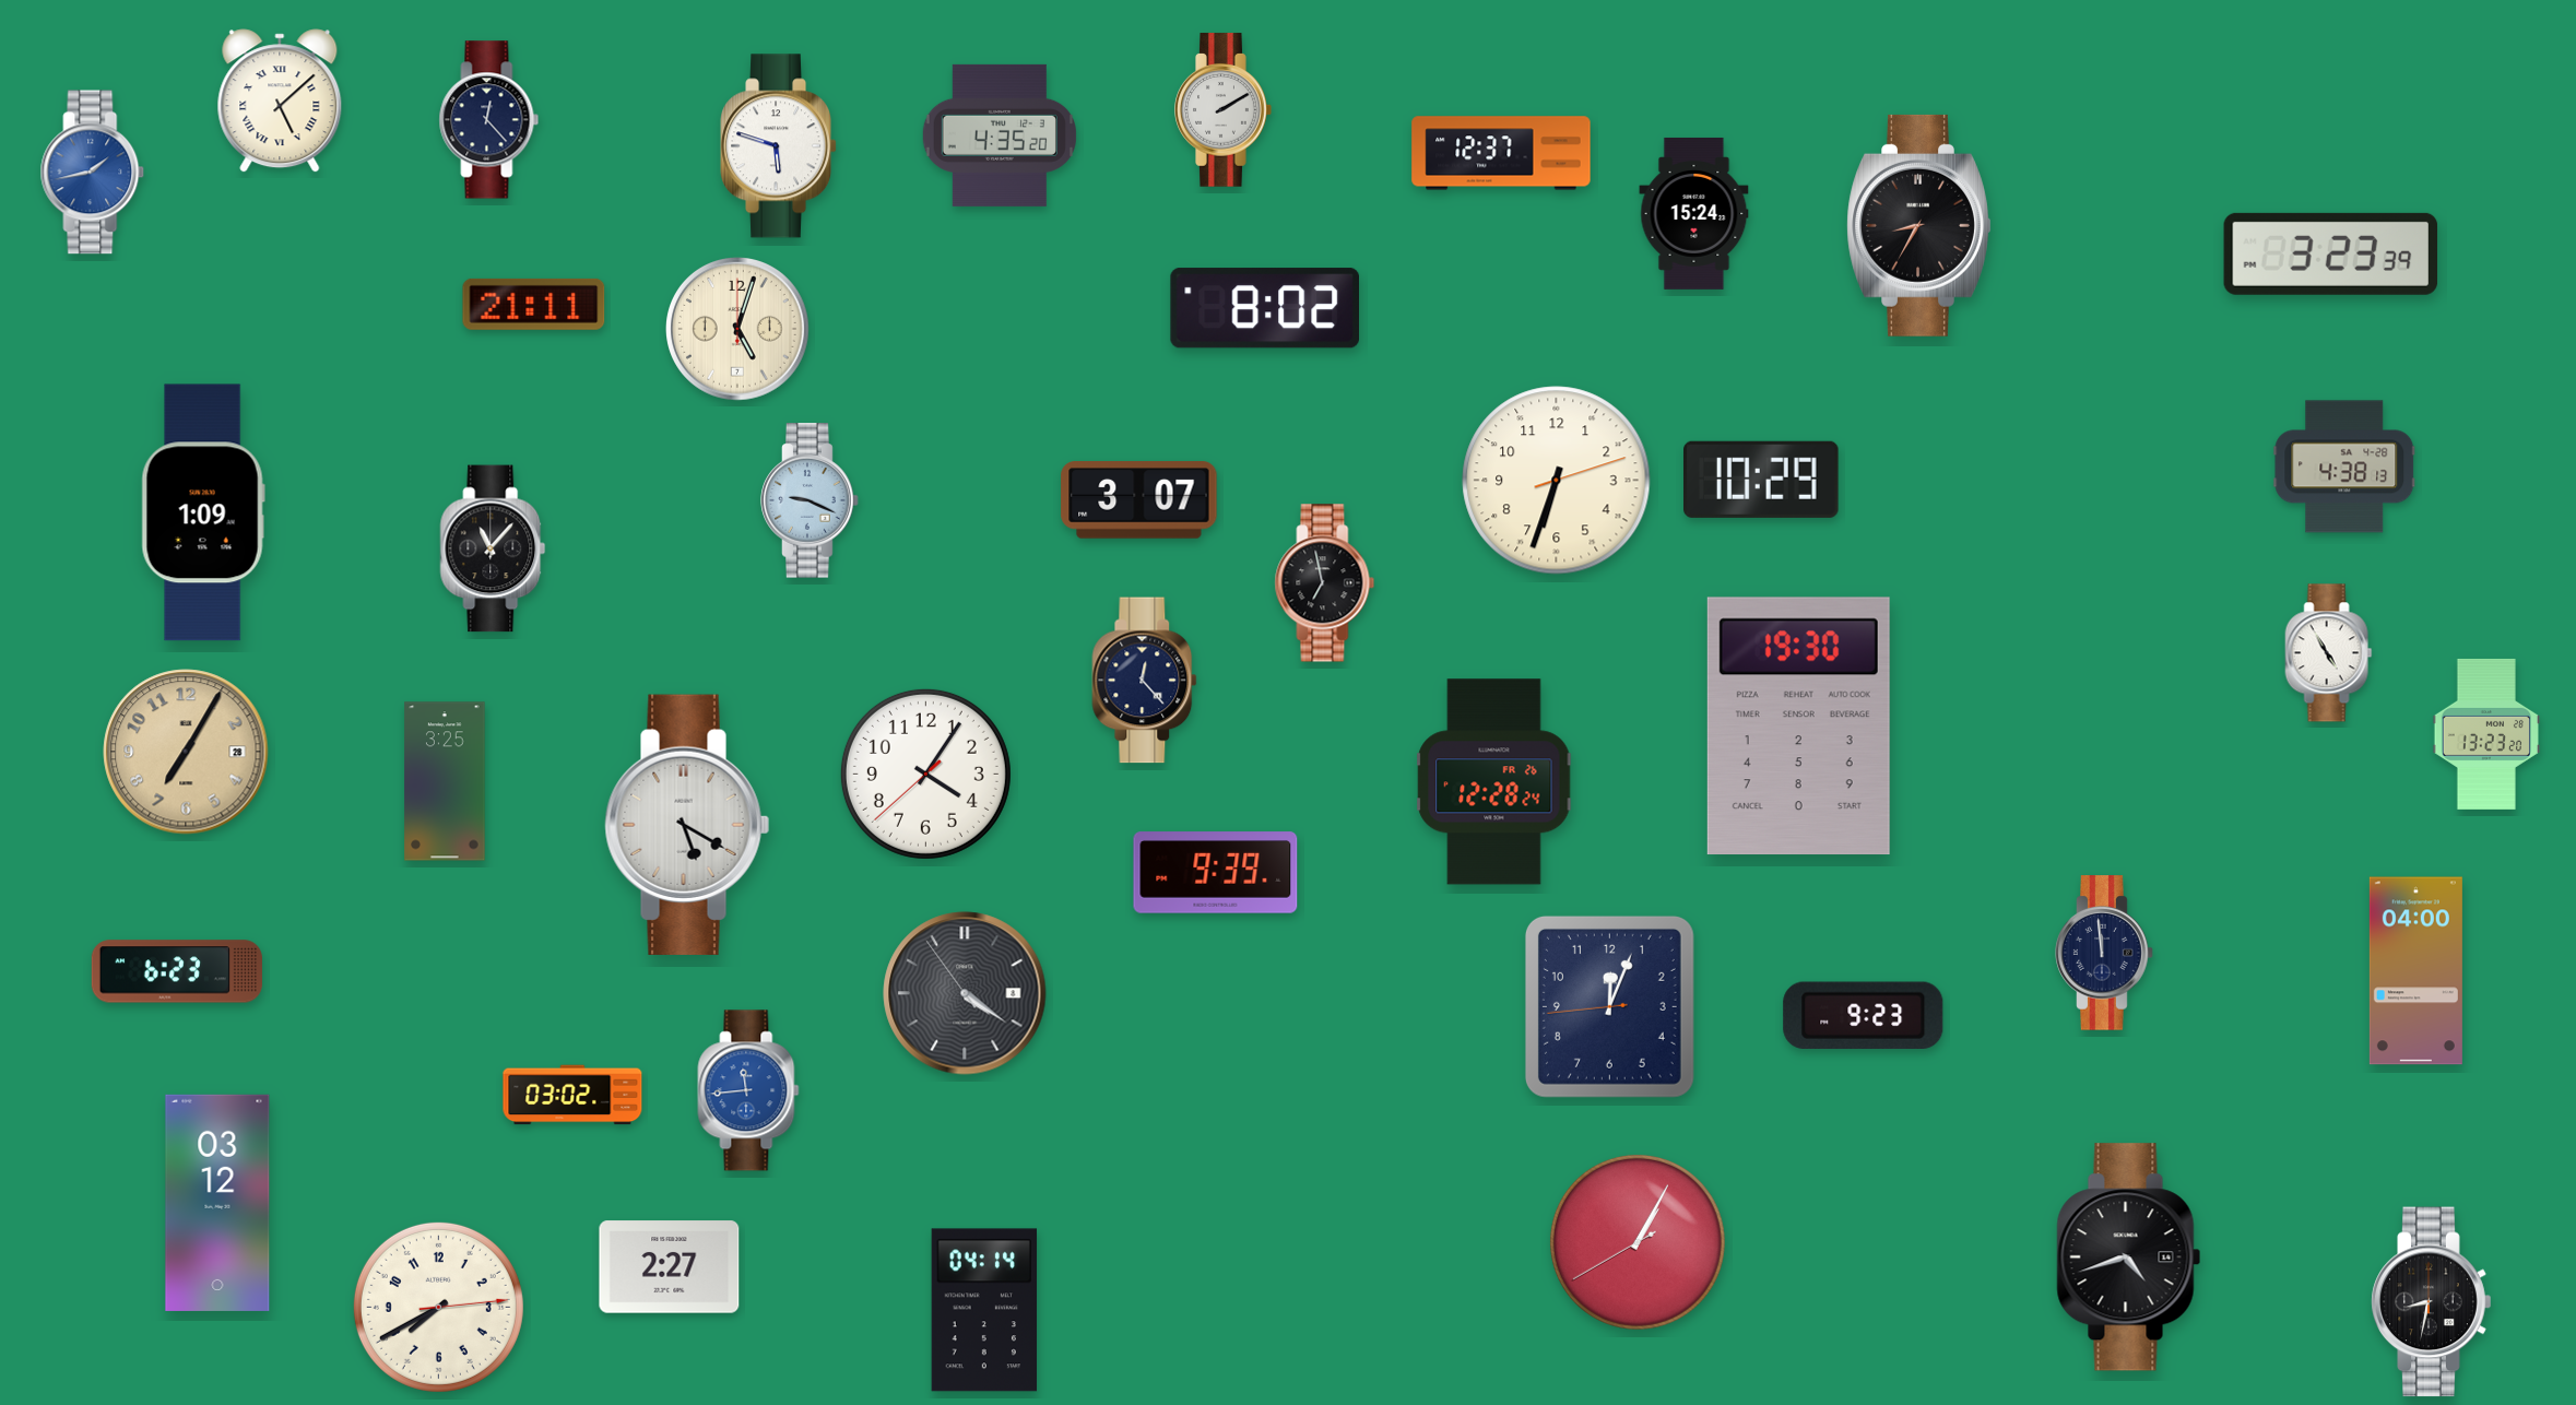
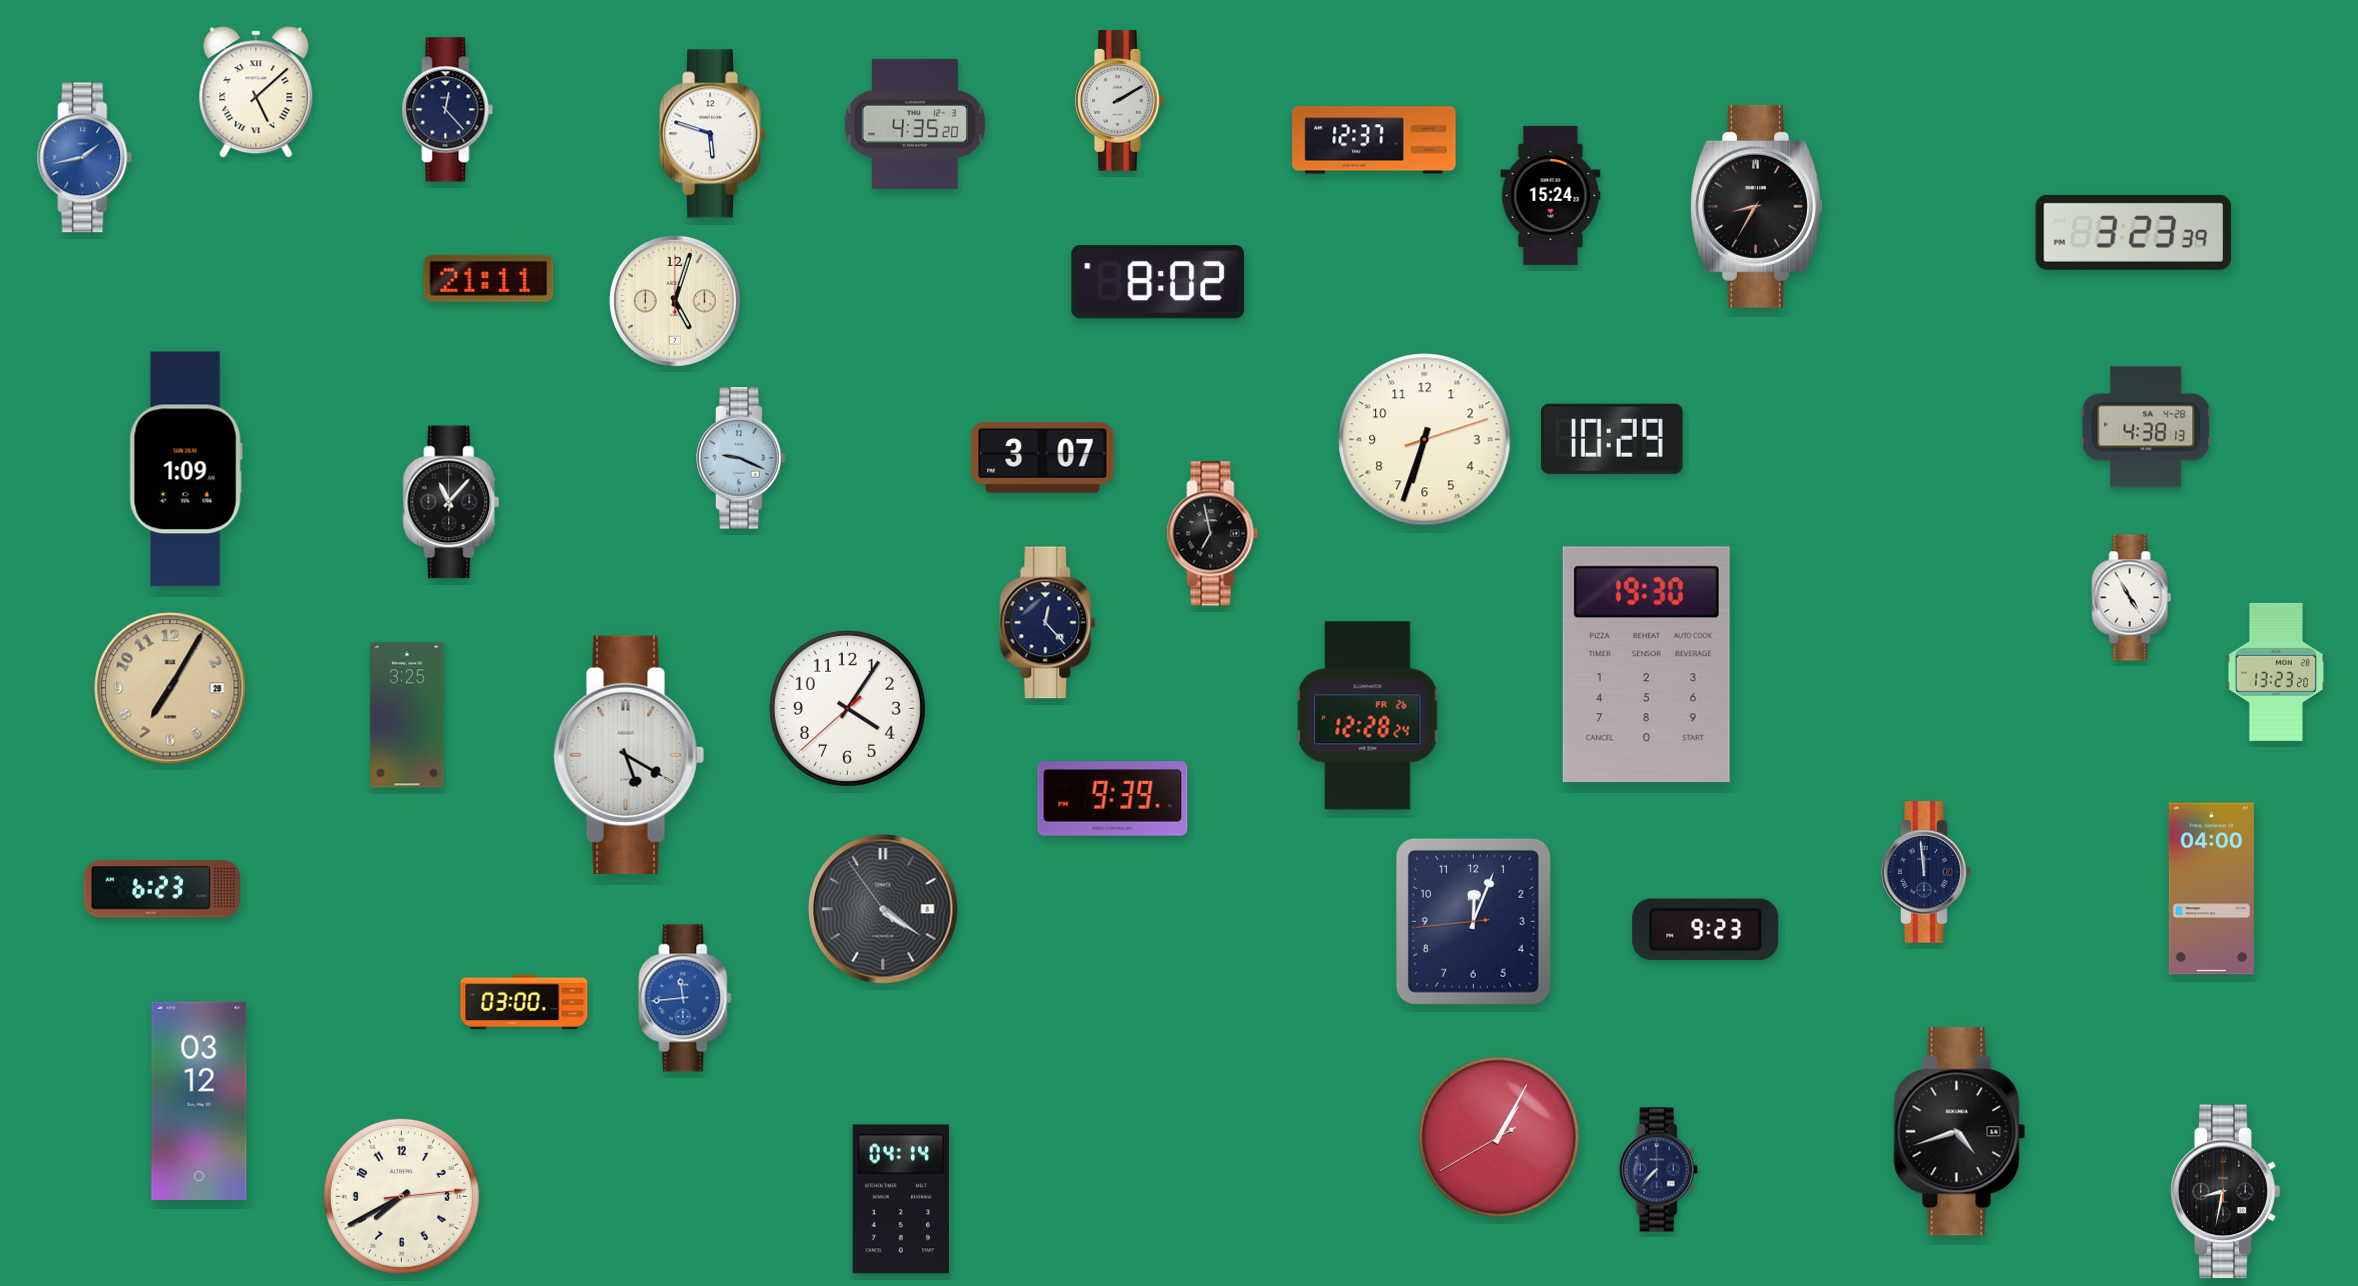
clock at (572, 1095): 03:02 -> 03:00
clock at (2129, 1258) position: (2129, 1258) -> (1960, 1132)
clock at (670, 1267): 2:27 -> none
clock at (1658, 1170): none -> 7:37
